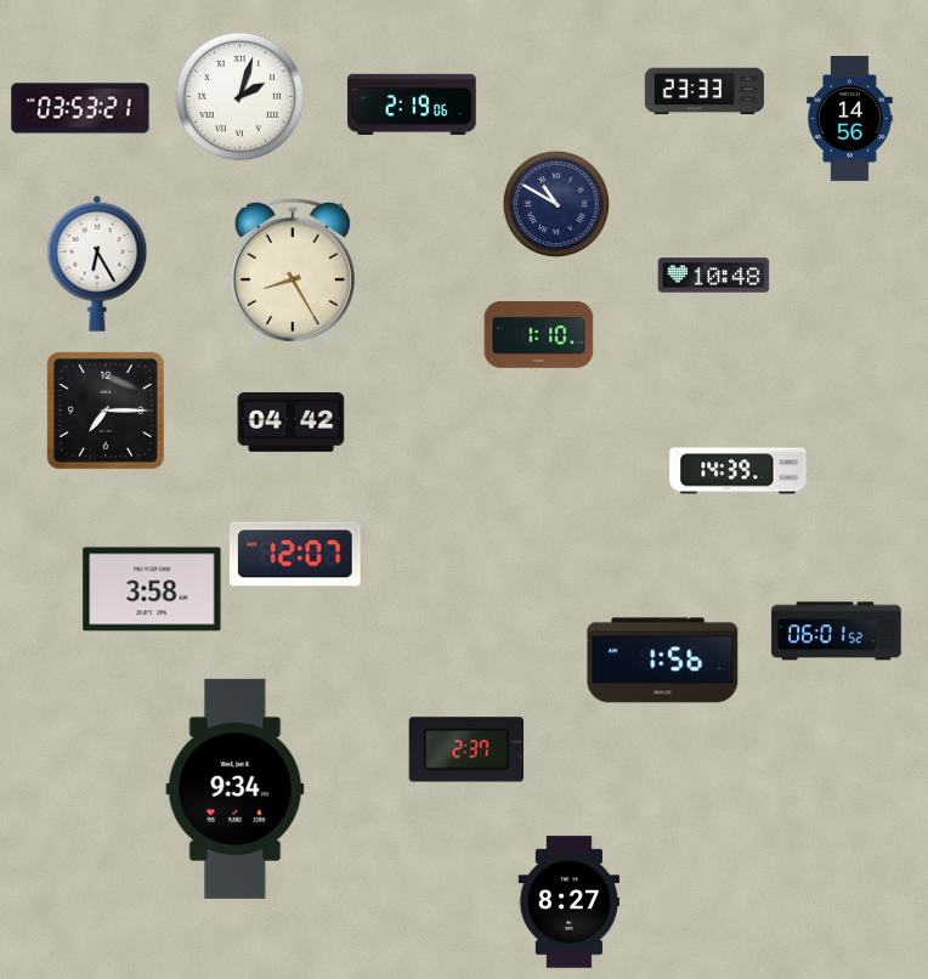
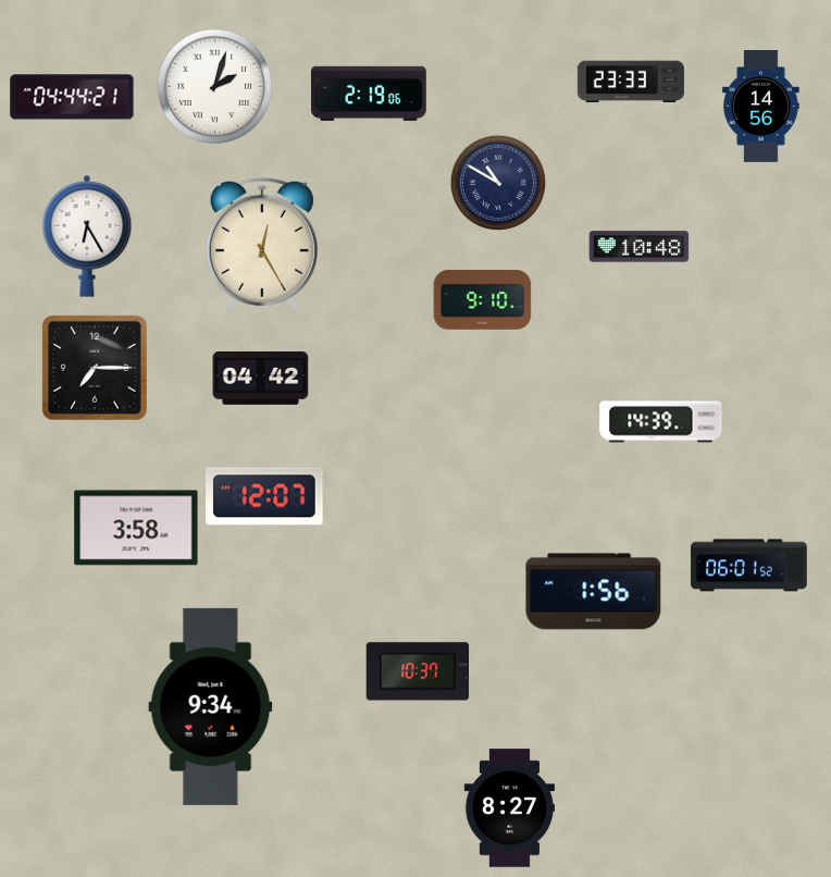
clock at (80, 108): 03:53 -> 04:44
clock at (293, 272): 8:25 -> 12:25
clock at (539, 334): 1:10 -> 9:10
clock at (465, 749): 2:37 -> 10:37
